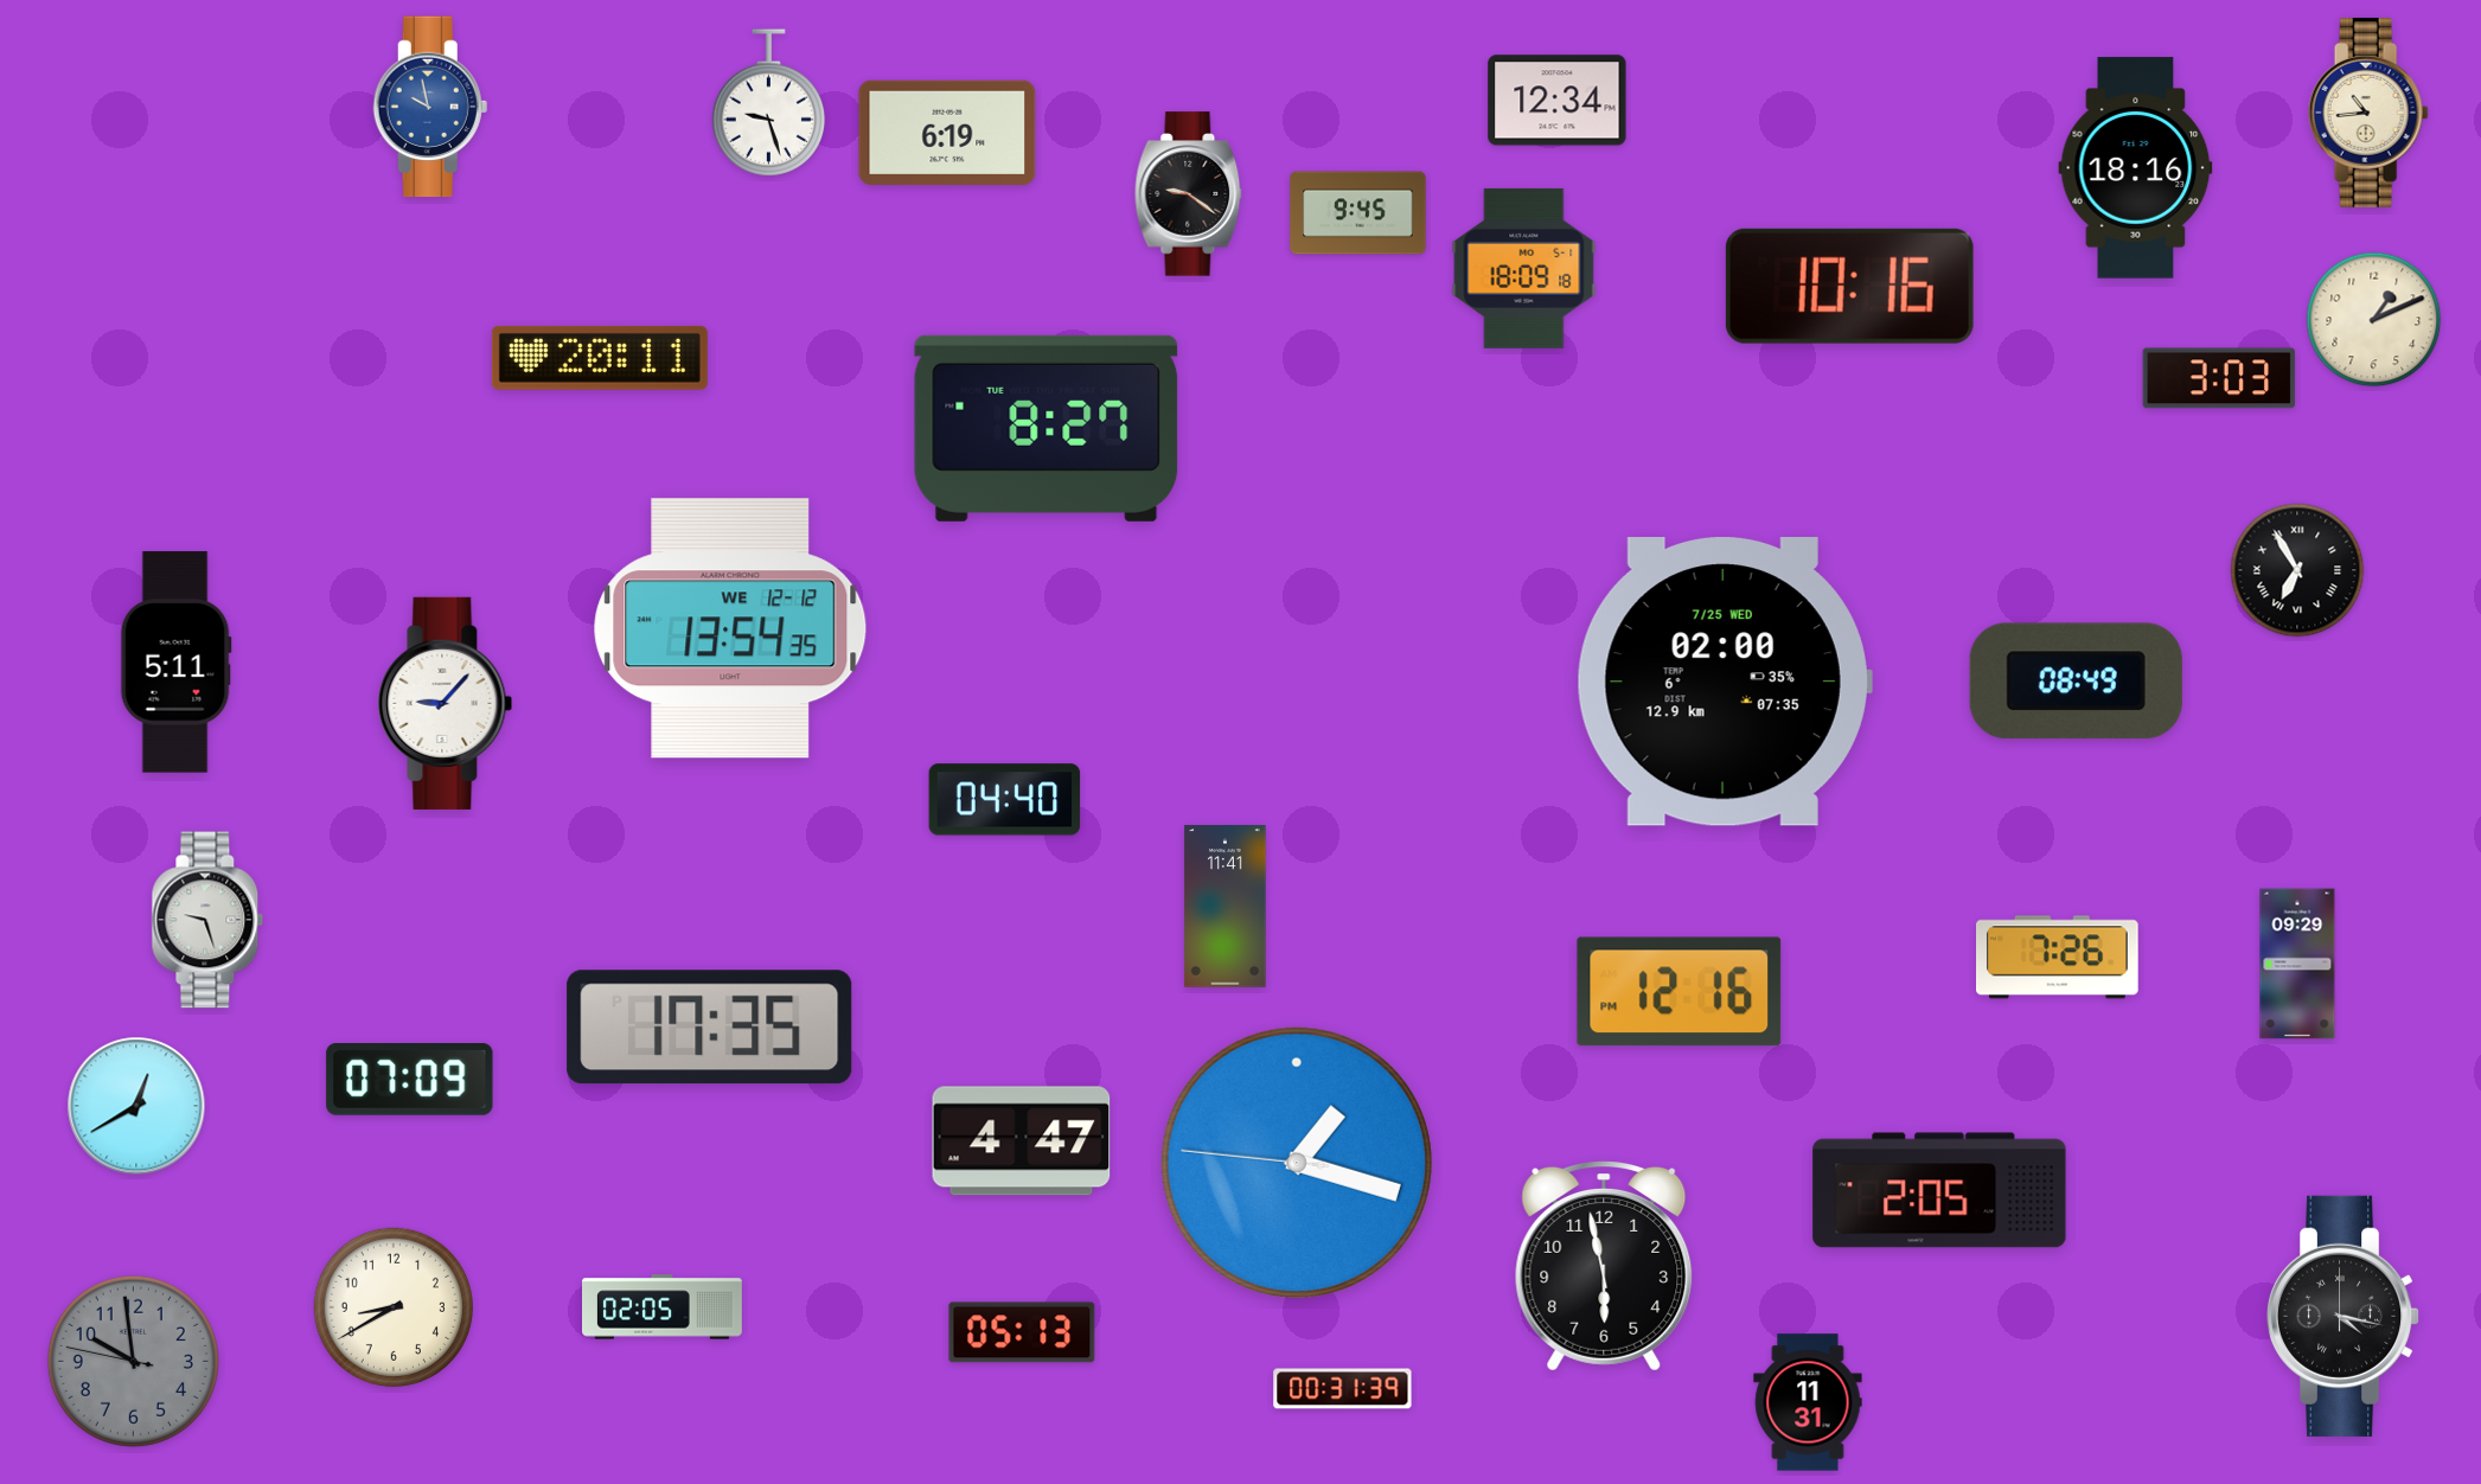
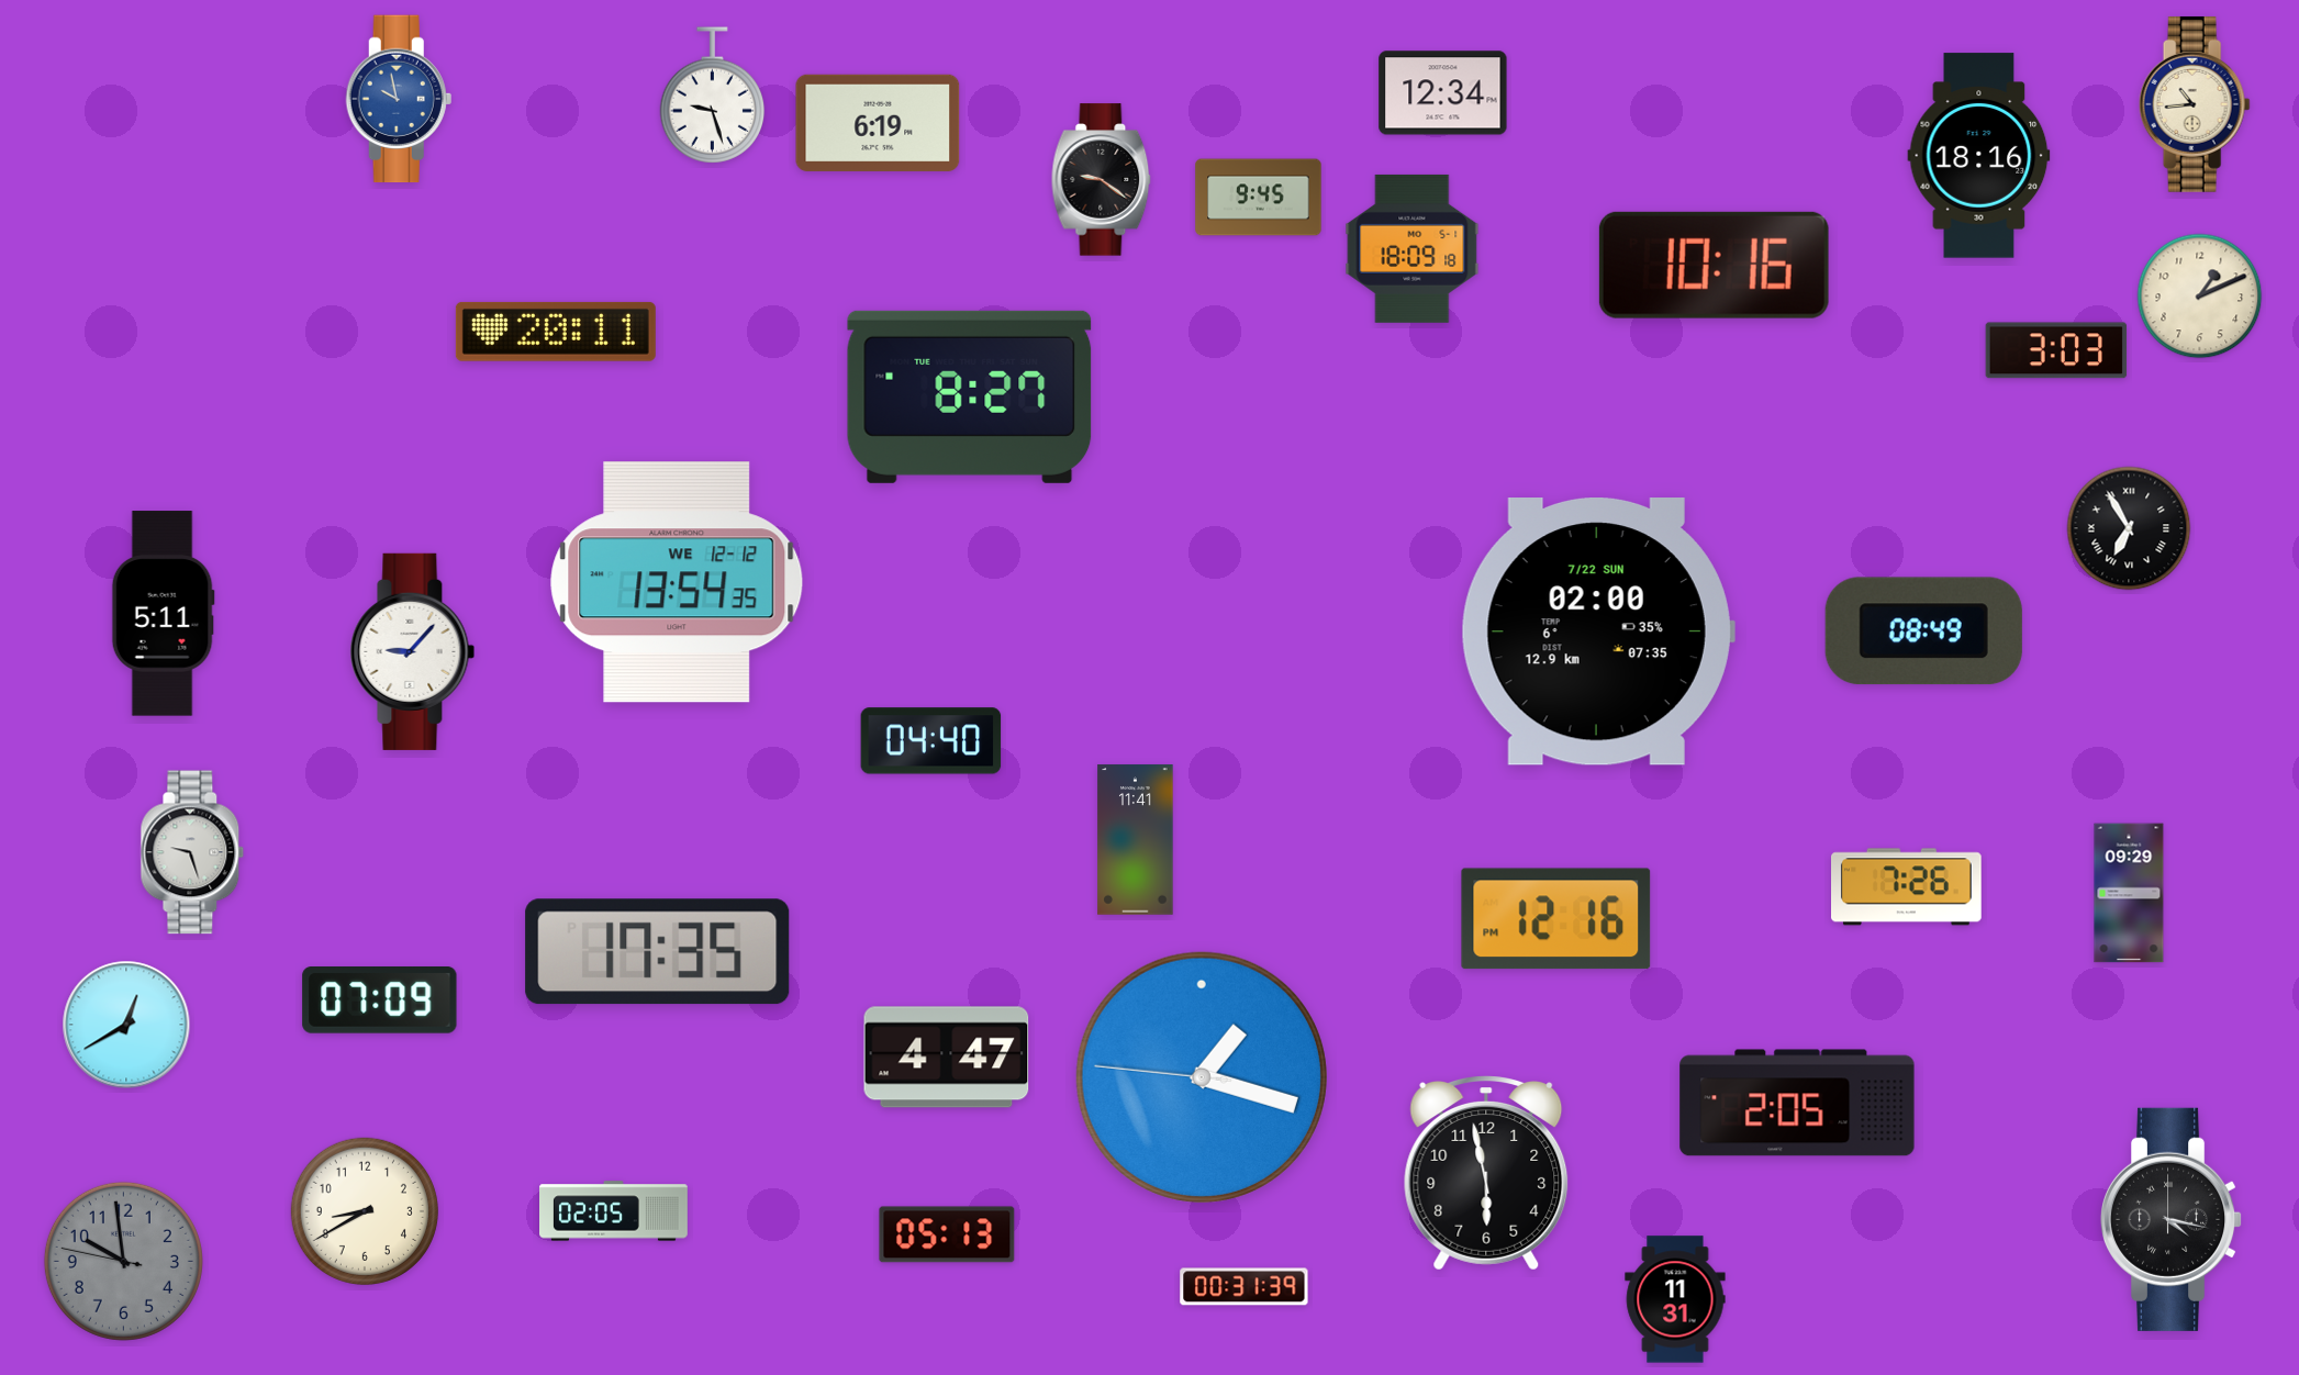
clock at (1725, 683) date: 7/25 WED -> 7/22 SUN
